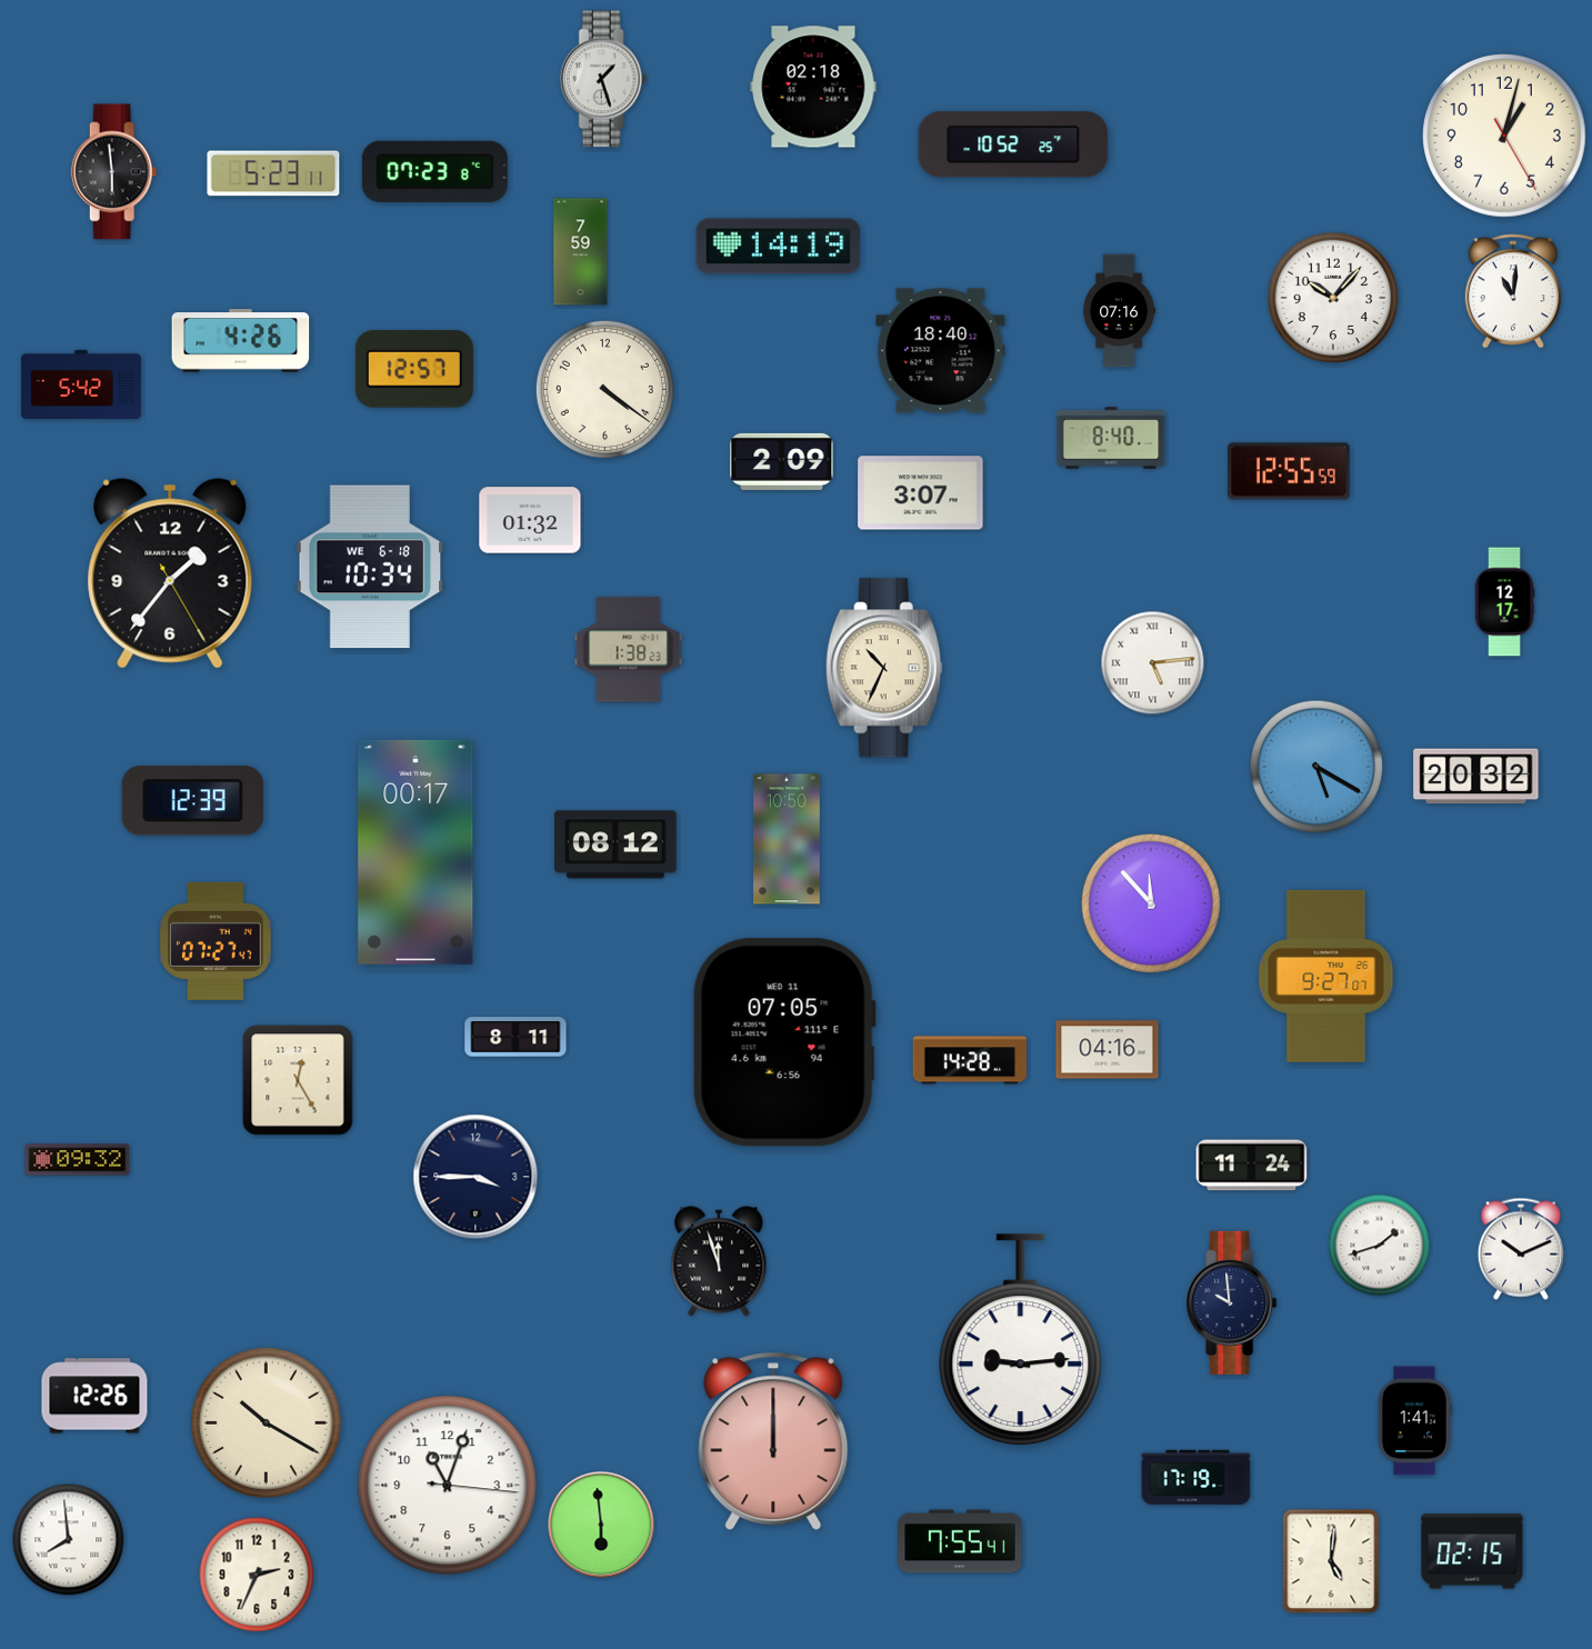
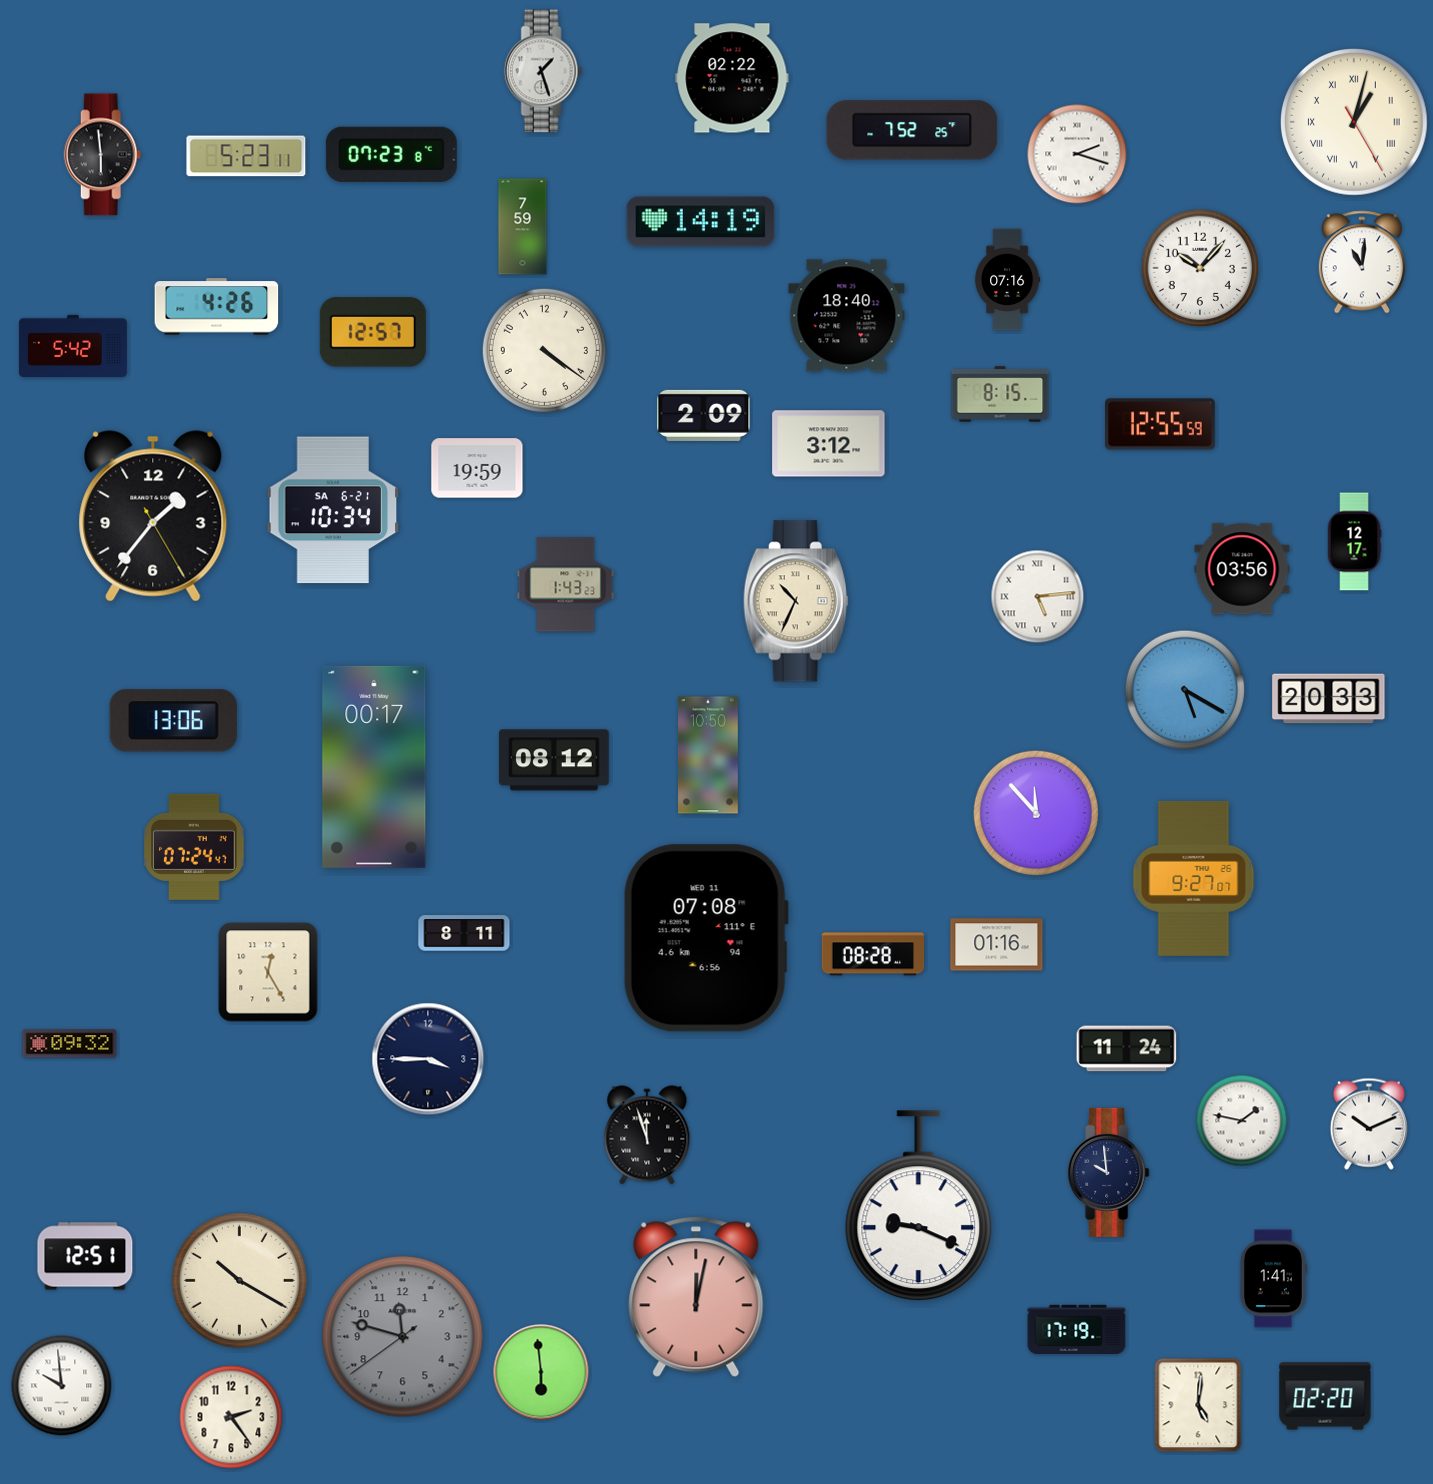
clock at (813, 87): 02:18 -> 02:22
clock at (1505, 137) numerals: Arabic -> Roman
clock at (1013, 144): 10:52 -> 7:52
clock at (1077, 154): none -> 2:18
clock at (1111, 438): 8:40 -> 8:15
clock at (921, 493): 3:07 -> 3:12
clock at (530, 520): 01:32 -> 19:59
clock at (370, 567) date: WE 6-18 -> SA 6-21
clock at (1242, 569): none -> 03:56
clock at (629, 650): 1:38 -> 1:43
clock at (1476, 777): 20:32 -> 20:33
clock at (192, 801): 12:39 -> 13:06
clock at (216, 941): 07:27 -> 07:24
clock at (784, 1042): 07:05 -> 07:08
clock at (1108, 1050): 04:16 -> 01:16
clock at (970, 1060): 14:28 -> 08:28
clock at (1380, 1246): 1:42 -> 1:47
clock at (1021, 1340): 9:14 -> 9:19
clock at (94, 1396): 12:26 -> 12:51
clock at (773, 1441): 12:00 -> 12:02
clock at (448, 1486): 11:03 -> 11:47
clock at (448, 1486) dial: white -> grey
clock at (69, 1540): 7:59 -> 9:59
clock at (960, 1541): 7:55 -> none
clock at (1472, 1551): 02:15 -> 02:20
clock at (257, 1575): 2:34 -> 2:24
